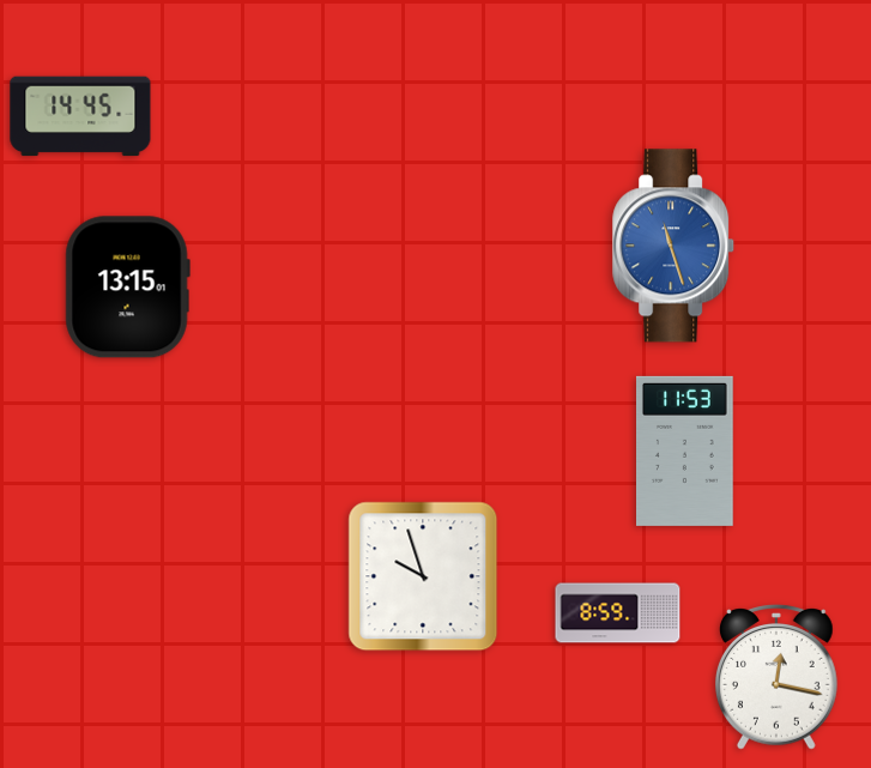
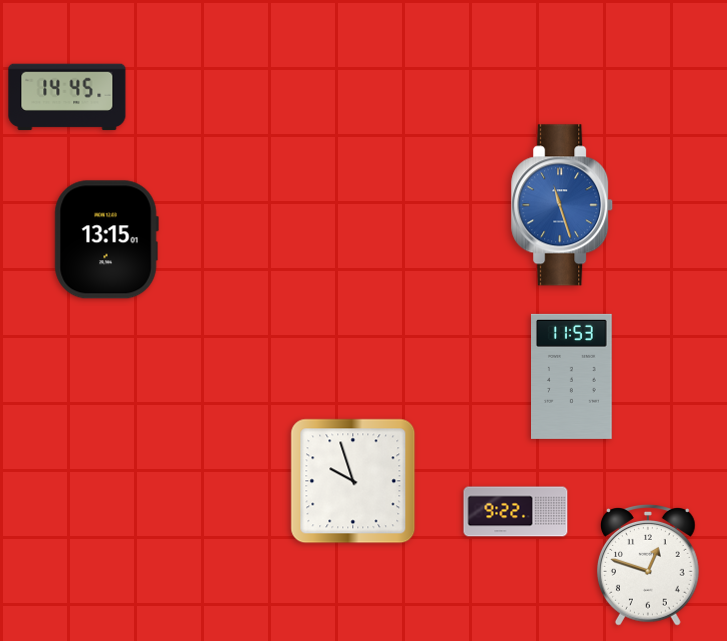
clock at (618, 613): 8:59 -> 9:22
clock at (778, 678): 12:17 -> 12:48
